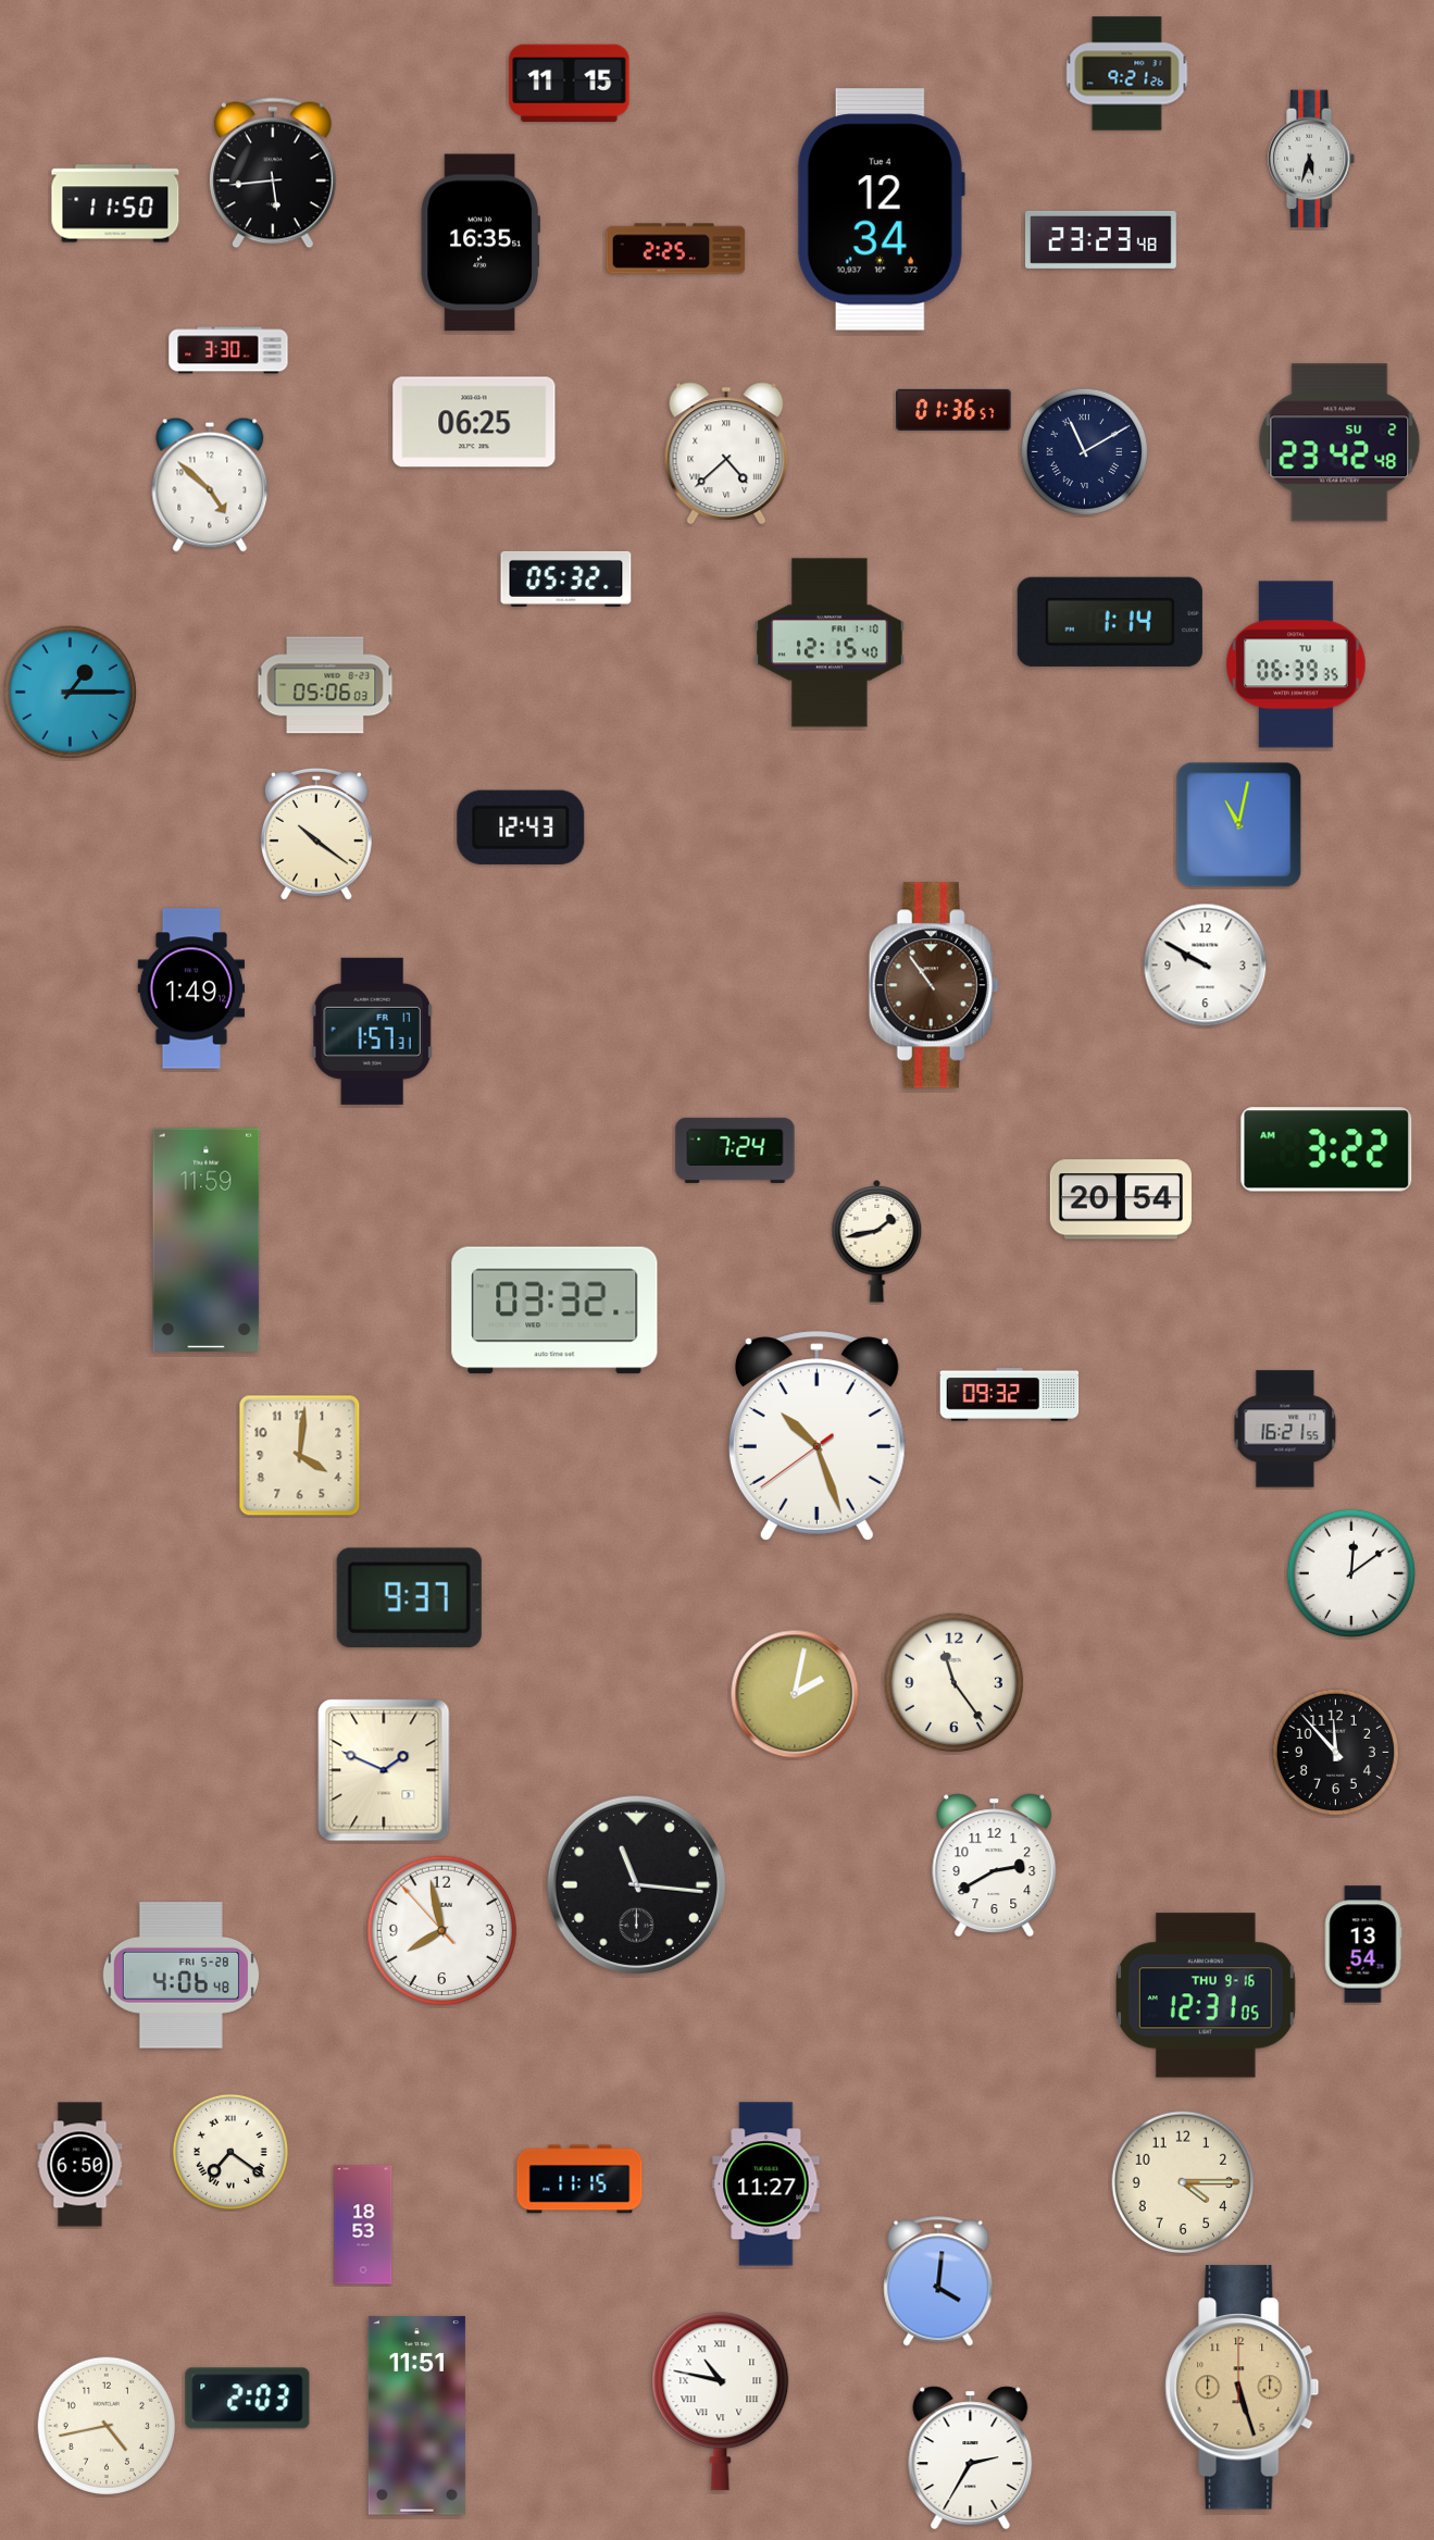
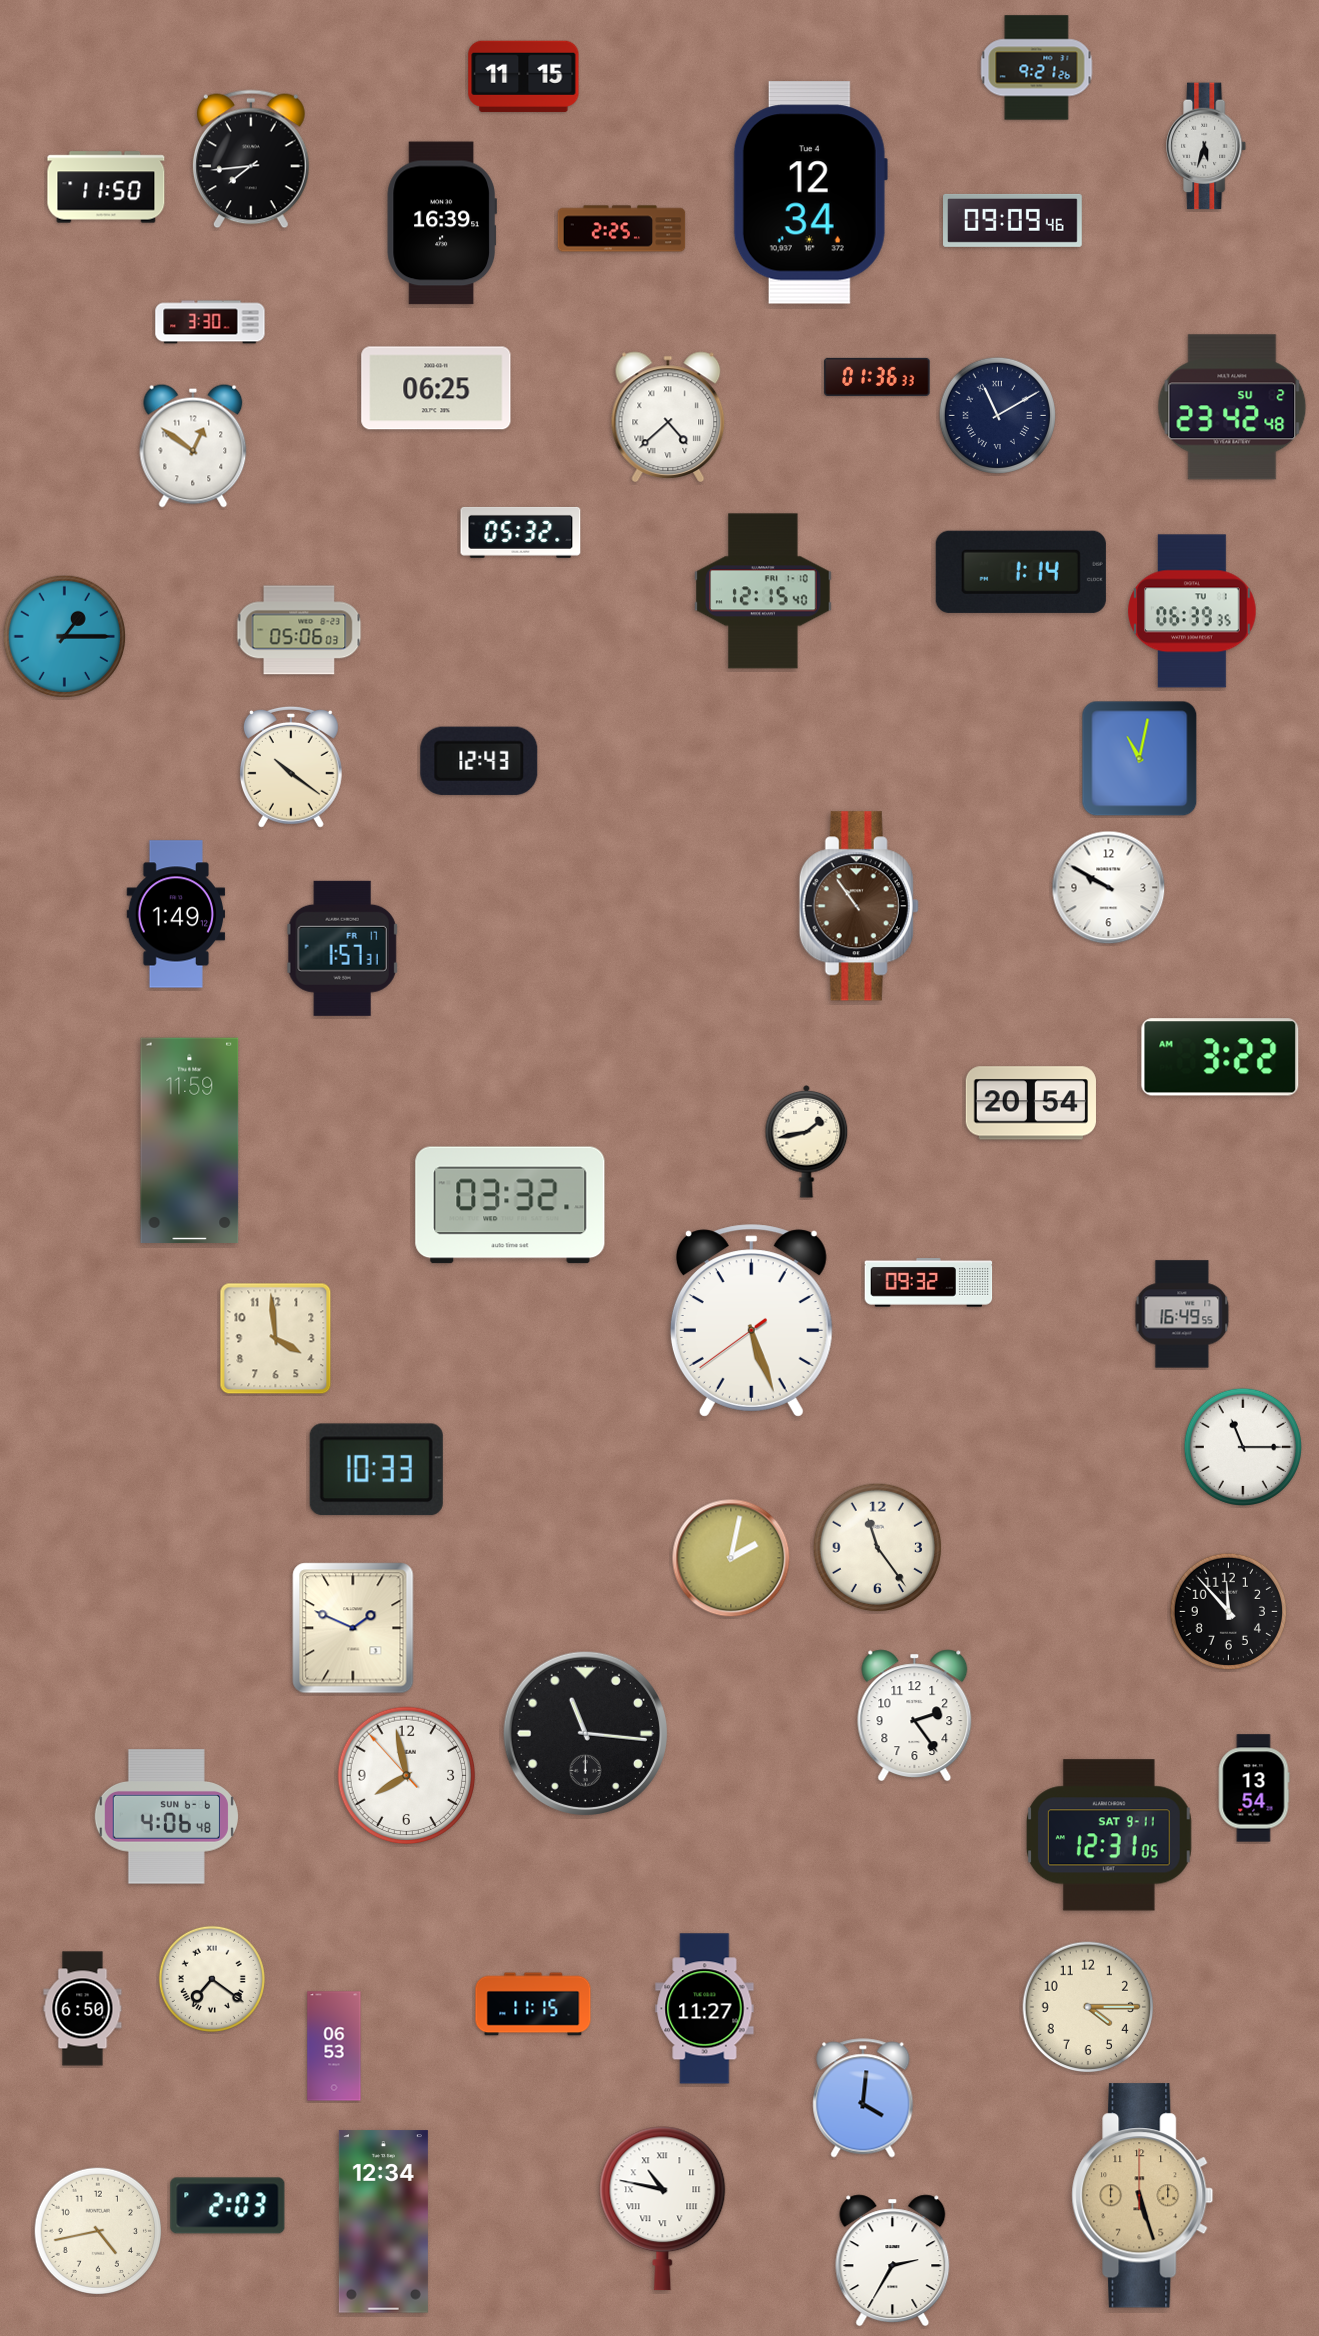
clock at (273, 173): 5:44 -> 7:44
clock at (1101, 239): 23:23 -> 09:09
clock at (481, 242): 16:35 -> 16:39
clock at (953, 410): 01:36:57 -> 01:36:33
clock at (210, 485): 4:52 -> 12:51
clock at (191, 988) position: (191, 988) -> (176, 914)
clock at (735, 1150): 7:24 -> none
clock at (1285, 1429): 16:21 -> 16:49
clock at (816, 1436): 10:26 -> 5:26
clock at (300, 1456): 4:01 -> 3:59
clock at (1351, 1573): 12:09 -> 11:15
clock at (409, 1598): 9:37 -> 10:33
clock at (995, 1866): 2:40 -> 2:24
clock at (180, 1976) date: FRI 5-28 -> SUN 6-6
clock at (1206, 1995) date: THU 9-16 -> SAT 9-11
clock at (80, 2165) position: (80, 2165) -> (83, 2009)
clock at (363, 2225): 18:53 -> 06:53
clock at (416, 2416): 11:51 -> 12:34
